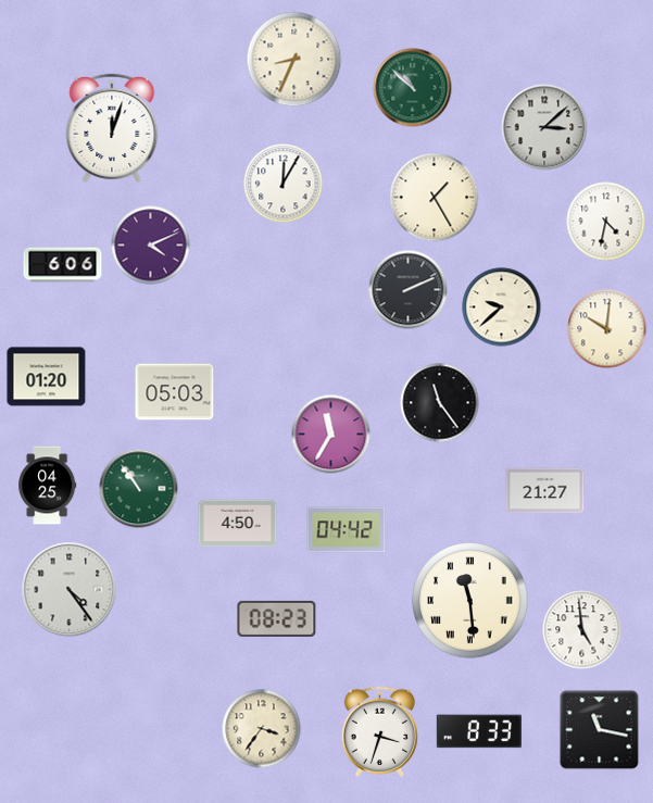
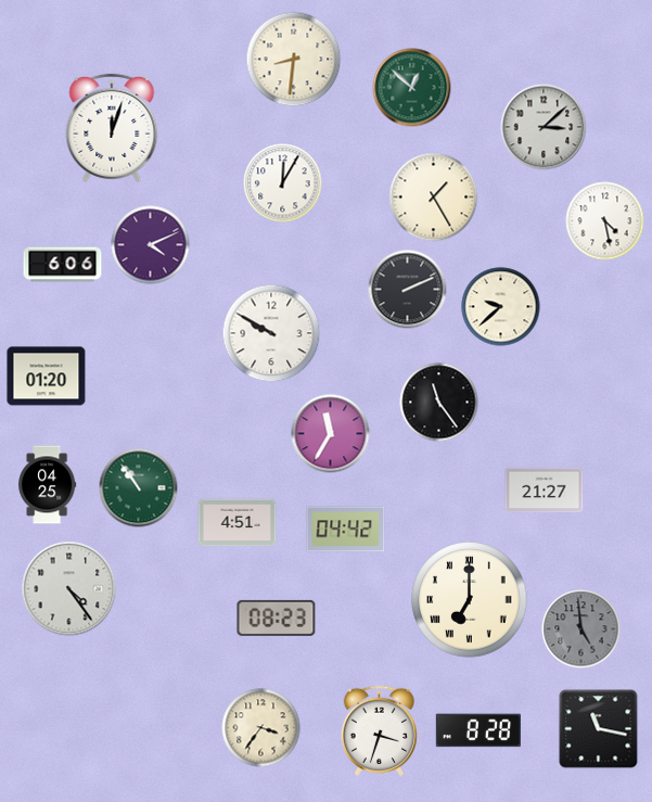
clock at (294, 60): 8:34 -> 8:31
clock at (413, 88): 10:52 -> 12:52
clock at (606, 222): 4:32 -> 4:28
clock at (607, 329): 10:01 -> none
clock at (271, 333): none -> 9:50
clock at (175, 392): 05:03 -> none
clock at (238, 524): 4:50 -> 4:51
clock at (470, 601): 11:29 -> 7:00
clock at (582, 630) dial: white -> grey
clock at (478, 731): 8:33 -> 8:28
